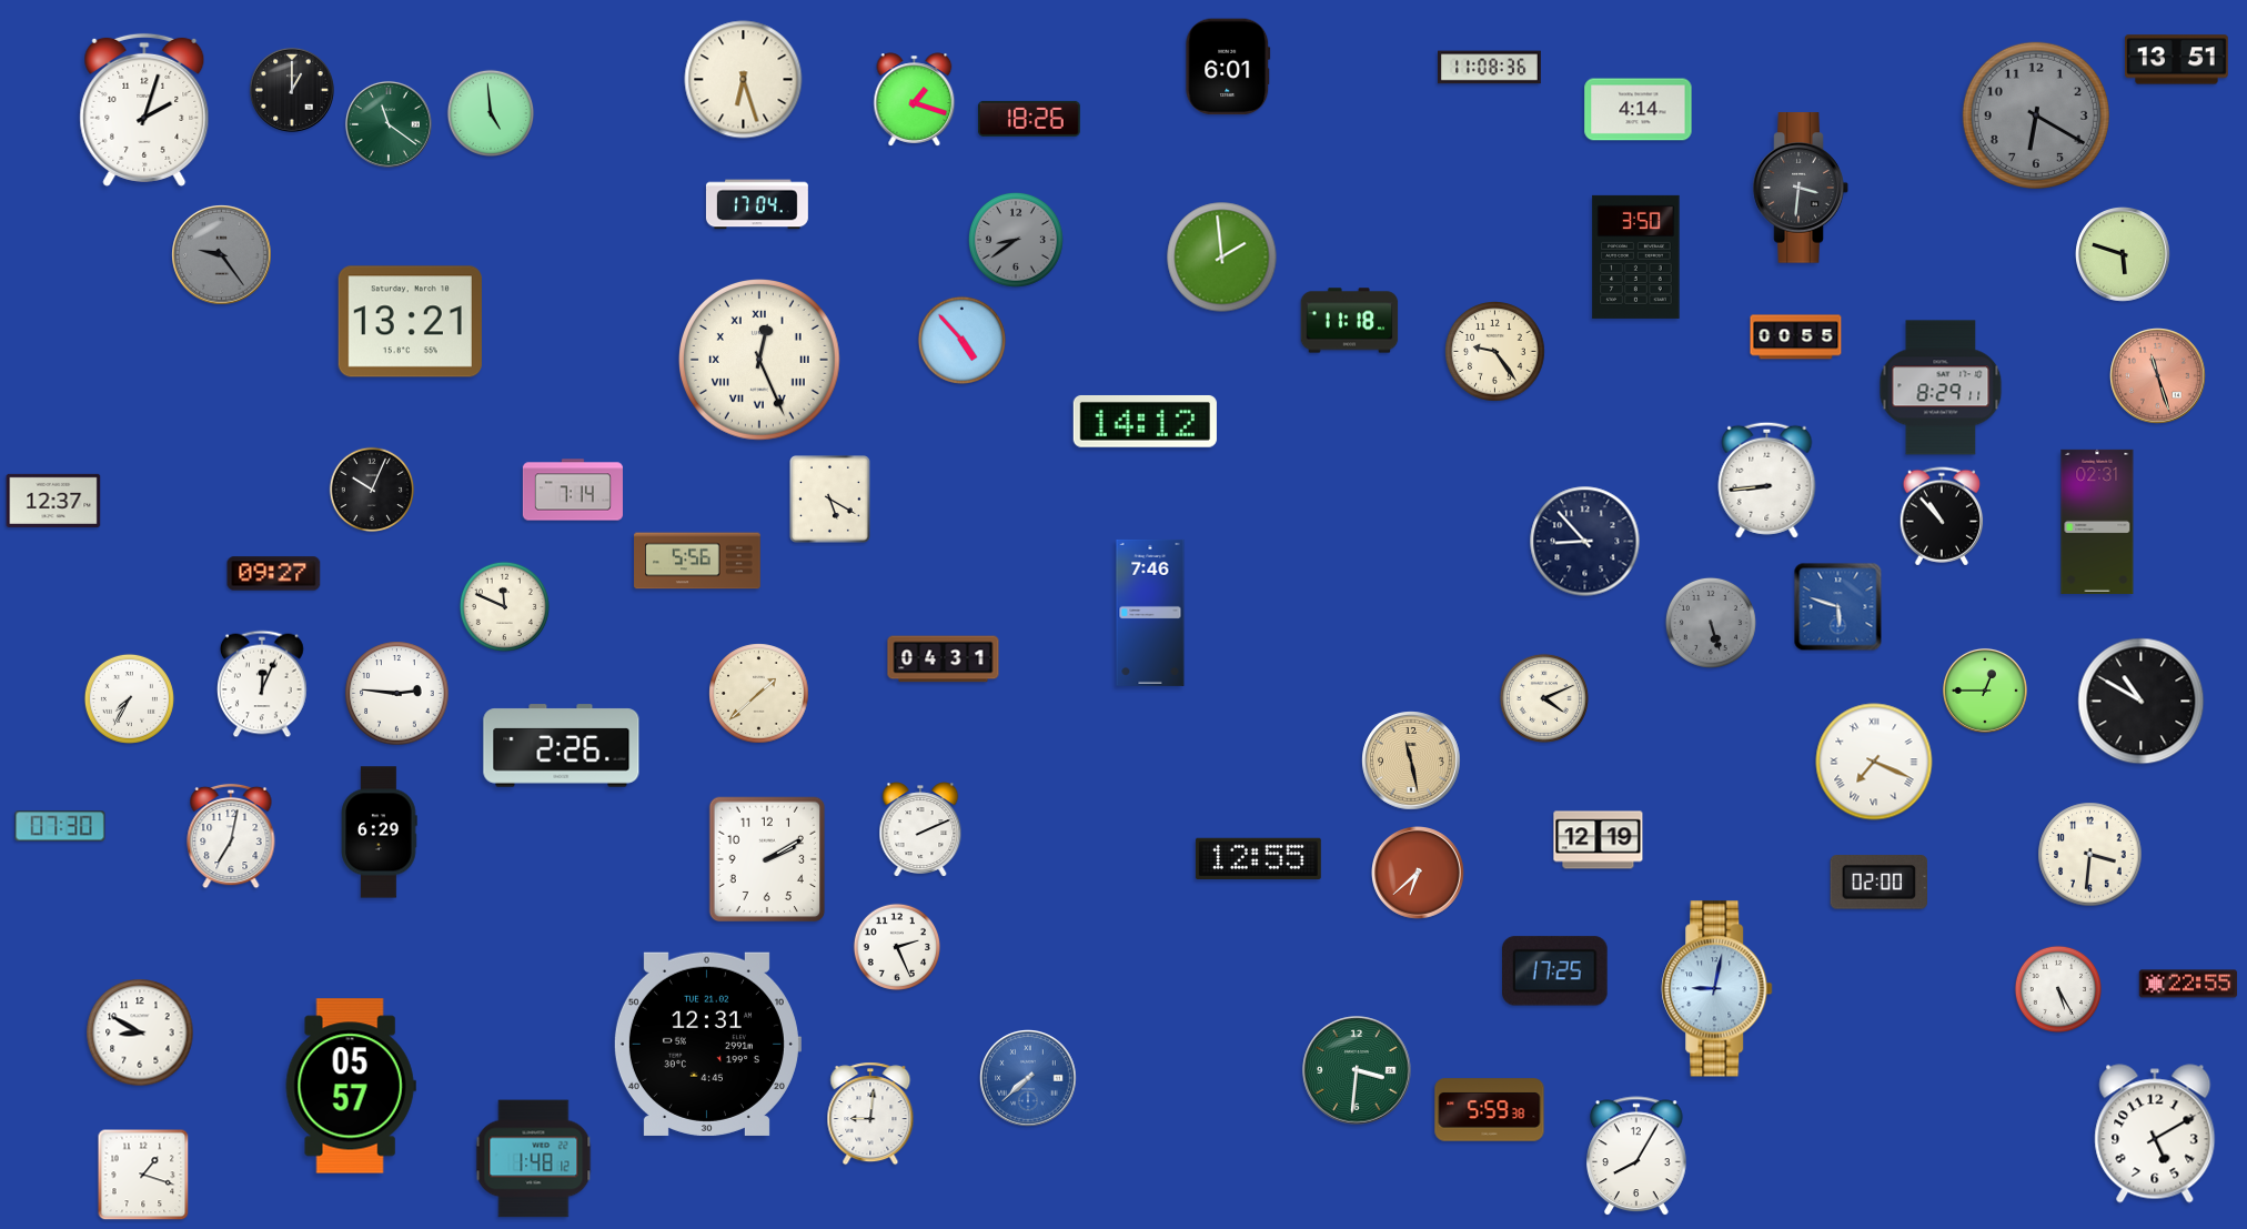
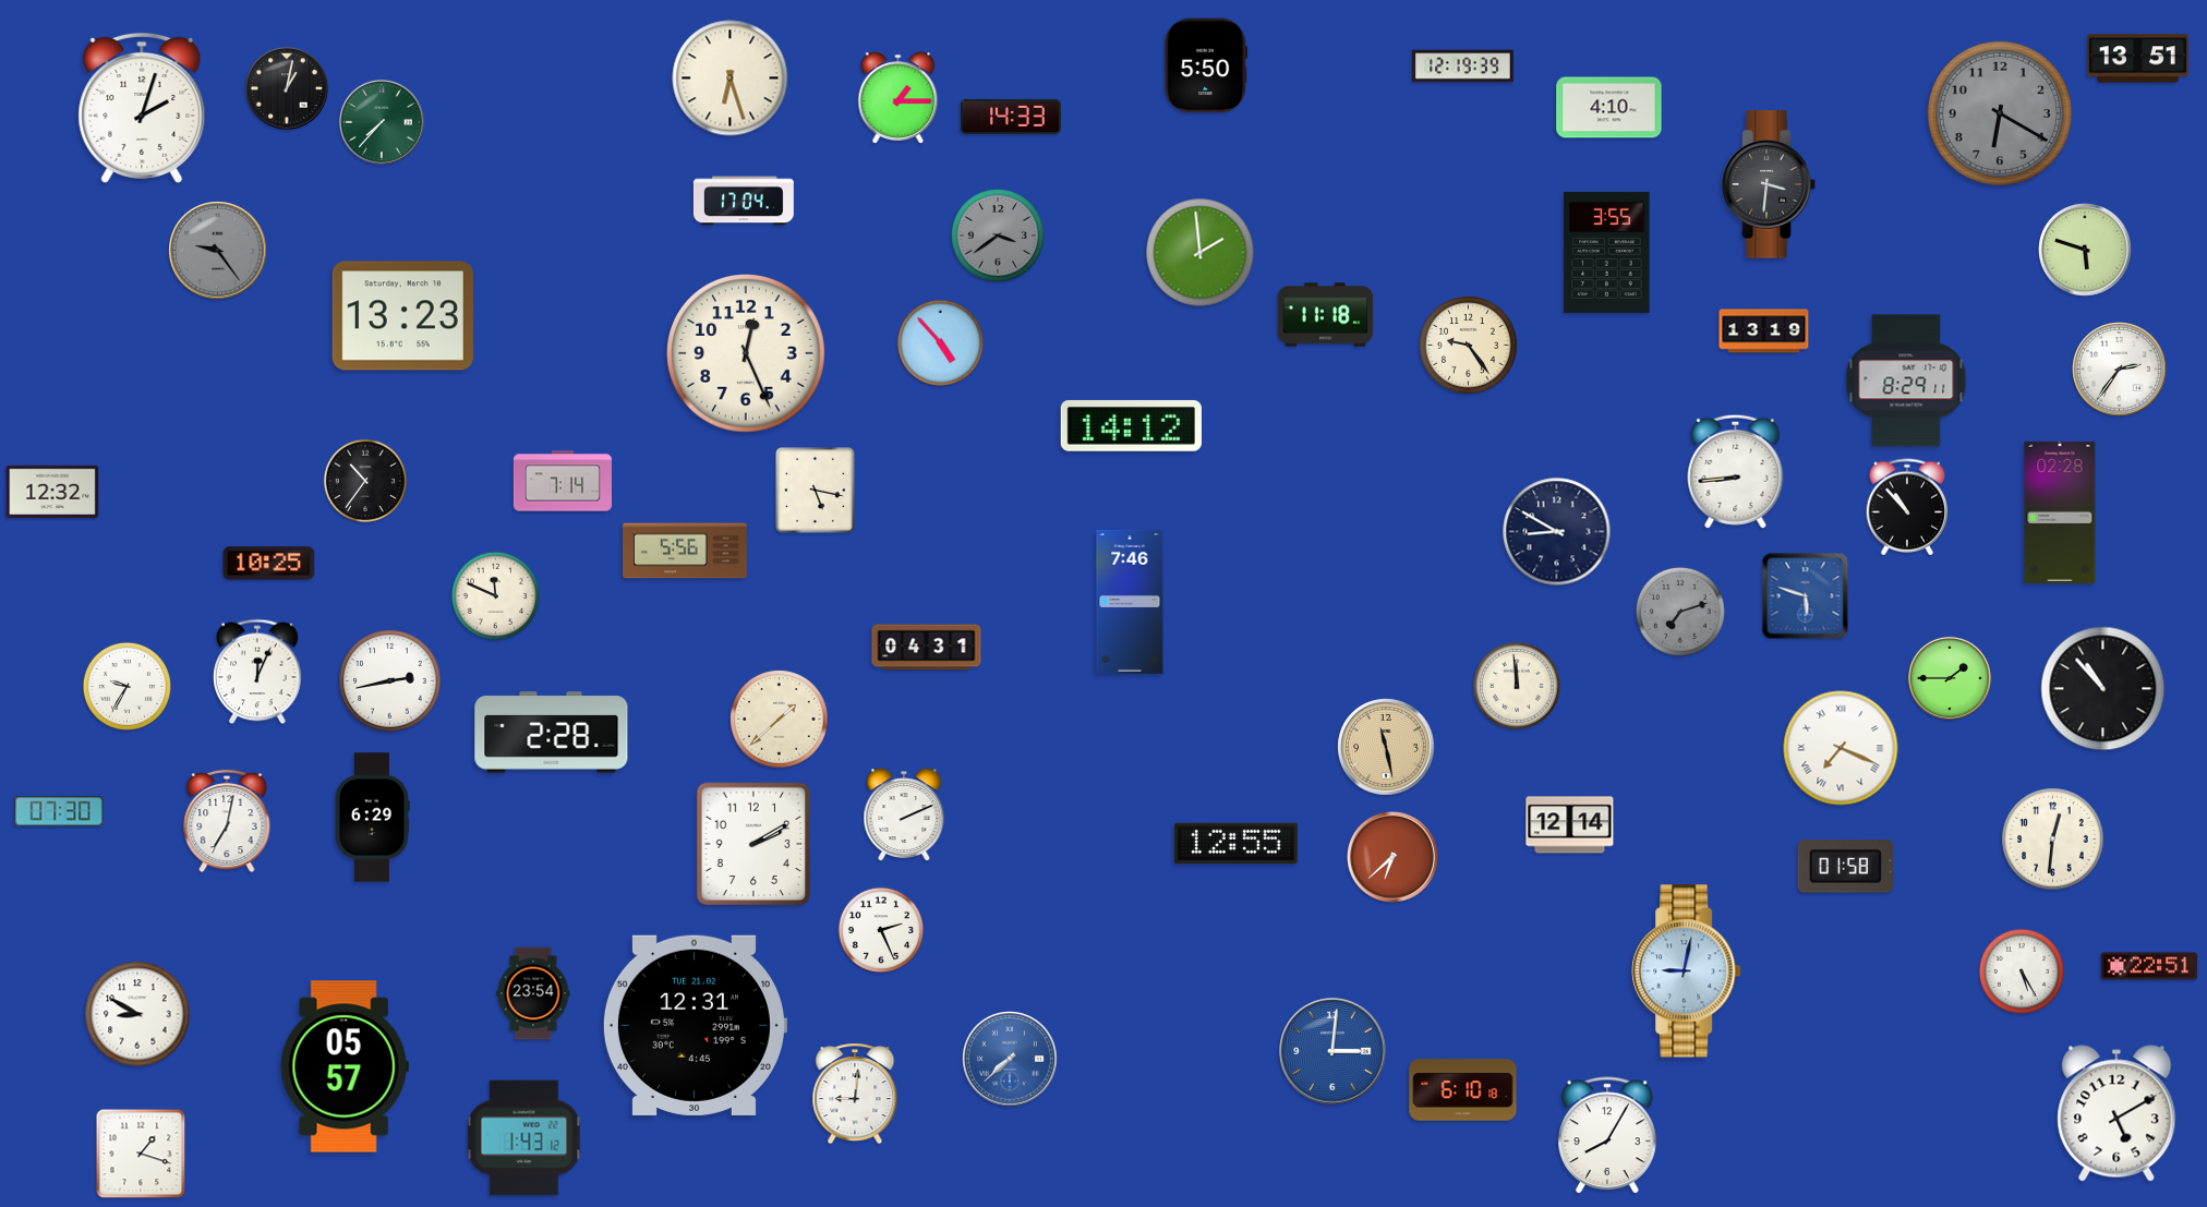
clock at (1228, 67): 6:01 -> 5:50
clock at (1490, 68): 11:08 -> 12:19
clock at (292, 90): 1:00 -> 1:02
clock at (915, 100): 1:18 -> 1:15
clock at (1639, 110): 4:14 -> 4:10
clock at (490, 112): 4:59 -> none
clock at (1029, 119): 18:26 -> 14:33
clock at (389, 124): 11:21 -> 7:37
clock at (1016, 240): 8:39 -> 3:39
clock at (1636, 256): 3:50 -> 3:55
clock at (410, 322): 13:21 -> 13:23
clock at (1796, 338): 00:55 -> 13:19
clock at (961, 340) position: (961, 340) -> (940, 342)
clock at (760, 361) numerals: Roman -> Arabic
clock at (2158, 376): 11:27 -> 2:36
clock at (2158, 376) dial: salmon -> white
clock at (1145, 421) position: (1145, 421) -> (1131, 425)
clock at (372, 490): 10:04 -> 10:36
clock at (830, 500): 5:20 -> 5:17
clock at (53, 501): 12:37 -> 12:32
clock at (2097, 522): 02:31 -> 02:28
clock at (1585, 542): 8:53 -> 8:50
clock at (274, 574): 09:27 -> 10:25
clock at (1711, 623): 5:27 -> 7:12
clock at (1985, 691): 12:45 -> 1:45
clock at (397, 694): 2:46 -> 2:43
clock at (759, 694) position: (759, 694) -> (780, 720)
clock at (129, 698): 7:35 -> 9:35
clock at (1544, 698): 4:11 -> 11:59
clock at (2142, 702): 10:50 -> 10:53
clock at (562, 746): 2:26 -> 2:28
clock at (1599, 840): 12:19 -> 12:14
clock at (2090, 855): 3:31 -> 12:31
clock at (1878, 883): 02:00 -> 01:58
clock at (1555, 971): 17:25 -> none
clock at (2188, 984): 22:55 -> 22:51
clock at (533, 993): none -> 23:54
clock at (1357, 1070): 3:31 -> 3:01
clock at (1357, 1070) dial: green -> blue
clock at (1490, 1110): 5:59 -> 6:10
clock at (534, 1159): 1:48 -> 1:43
